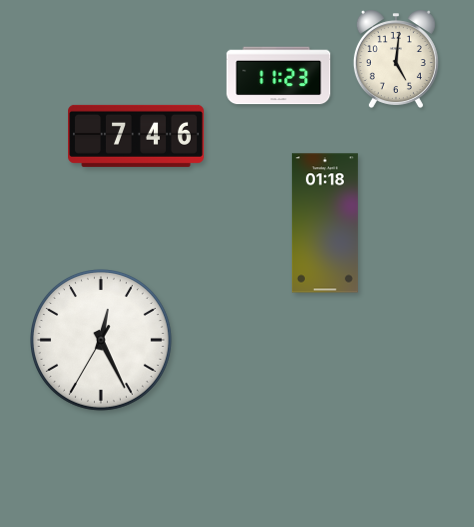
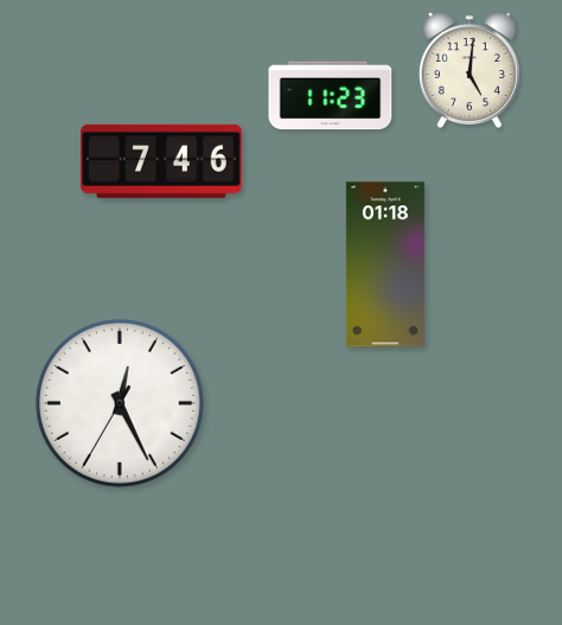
clock at (279, 76) position: (279, 76) -> (331, 96)
